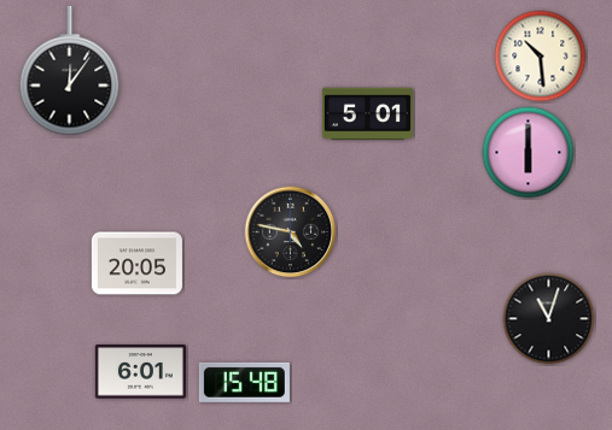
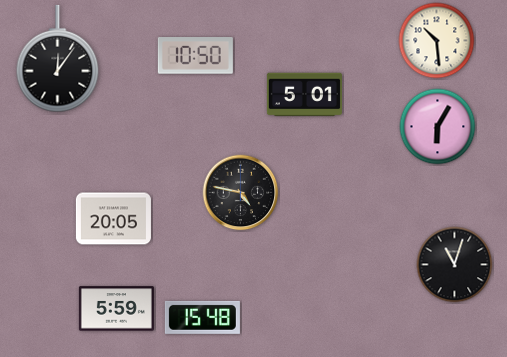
clock at (541, 57) position: (541, 57) -> (437, 41)
clock at (195, 56): none -> 10:50
clock at (529, 153): 6:00 -> 6:05
clock at (140, 372): 6:01 -> 5:59
